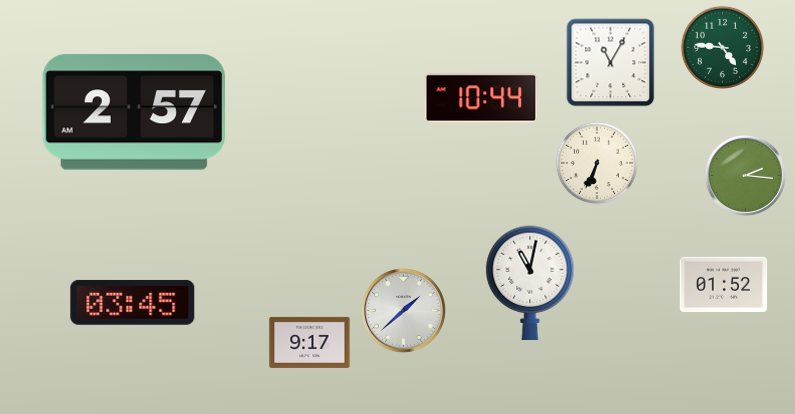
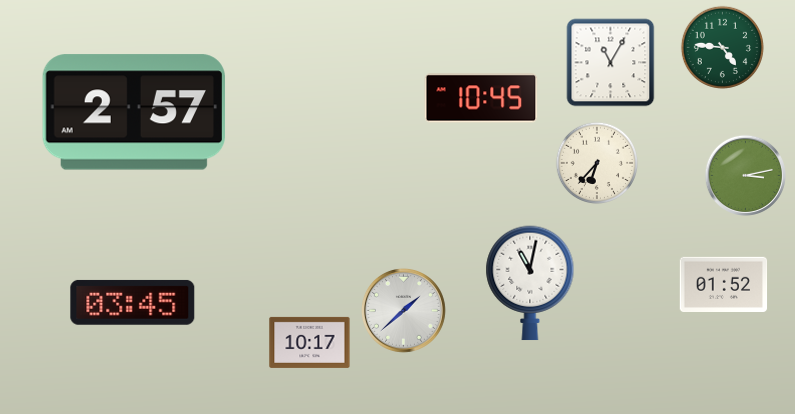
clock at (481, 98): 10:44 -> 10:45
clock at (597, 163): 6:34 -> 6:37
clock at (745, 175): 2:16 -> 3:13
clock at (310, 342): 9:17 -> 10:17
